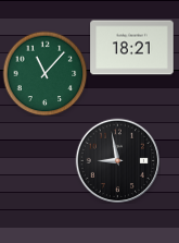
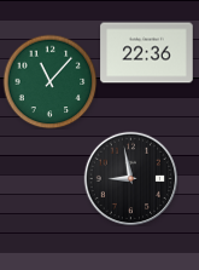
clock at (132, 48): 18:21 -> 22:36
